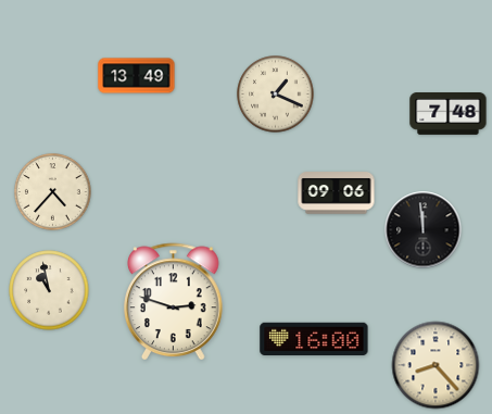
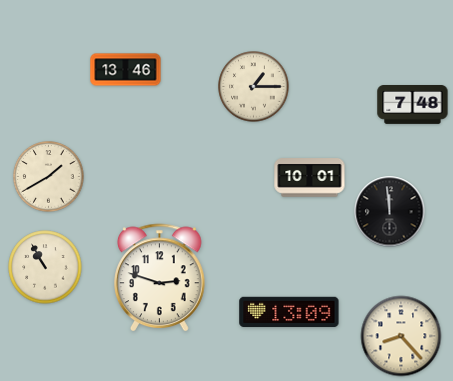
clock at (137, 76): 13:49 -> 13:46
clock at (276, 95): 1:19 -> 1:15
clock at (53, 192): 4:37 -> 1:40
clock at (337, 193): 09:06 -> 10:01
clock at (49, 290): 10:58 -> 10:55
clock at (314, 339): 16:00 -> 13:09
